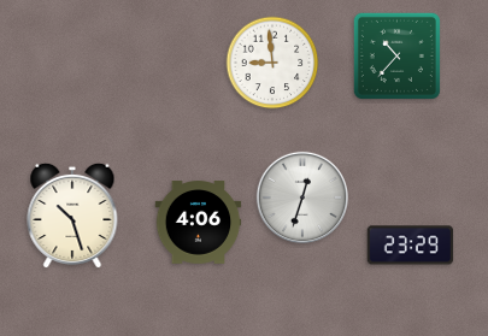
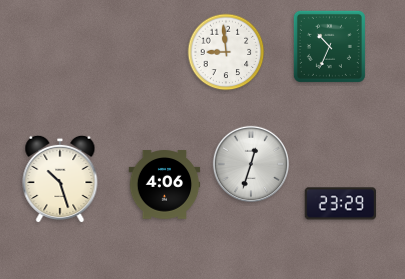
clock at (396, 55): 10:37 -> 10:34
